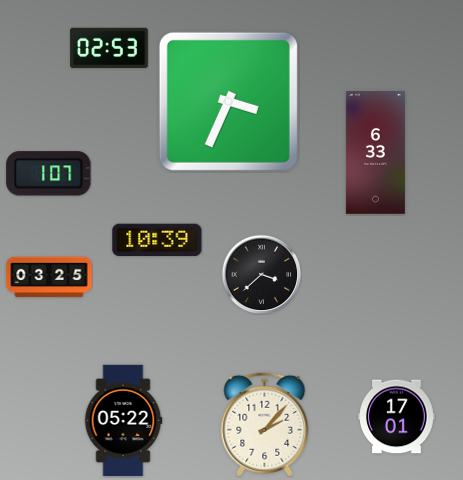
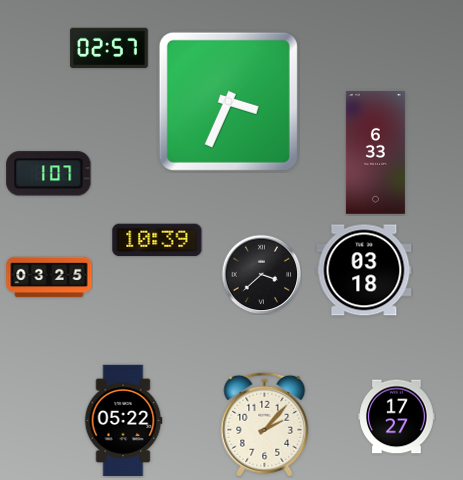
clock at (109, 48): 02:53 -> 02:57
clock at (364, 270): none -> 03:18
clock at (397, 417): 17:01 -> 17:27
